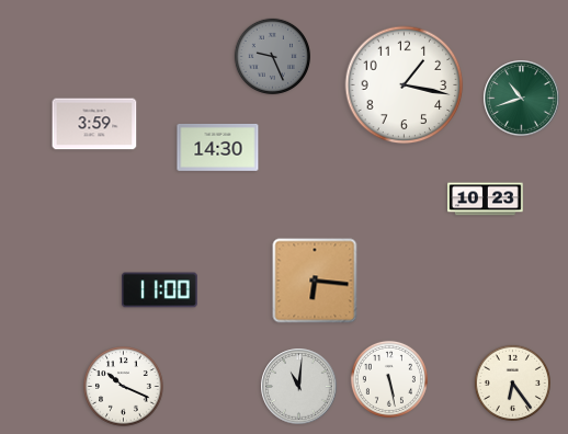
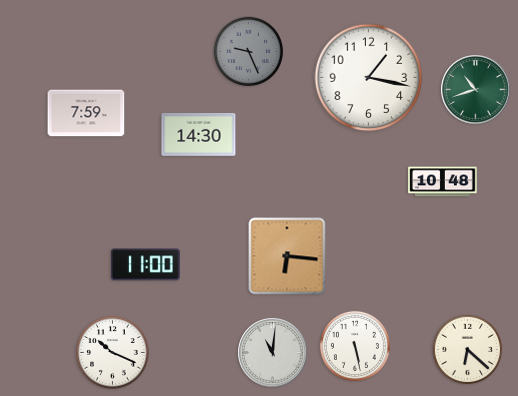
clock at (94, 124): 3:59 -> 7:59
clock at (486, 199): 10:23 -> 10:48
clock at (512, 382): 6:24 -> 6:22
